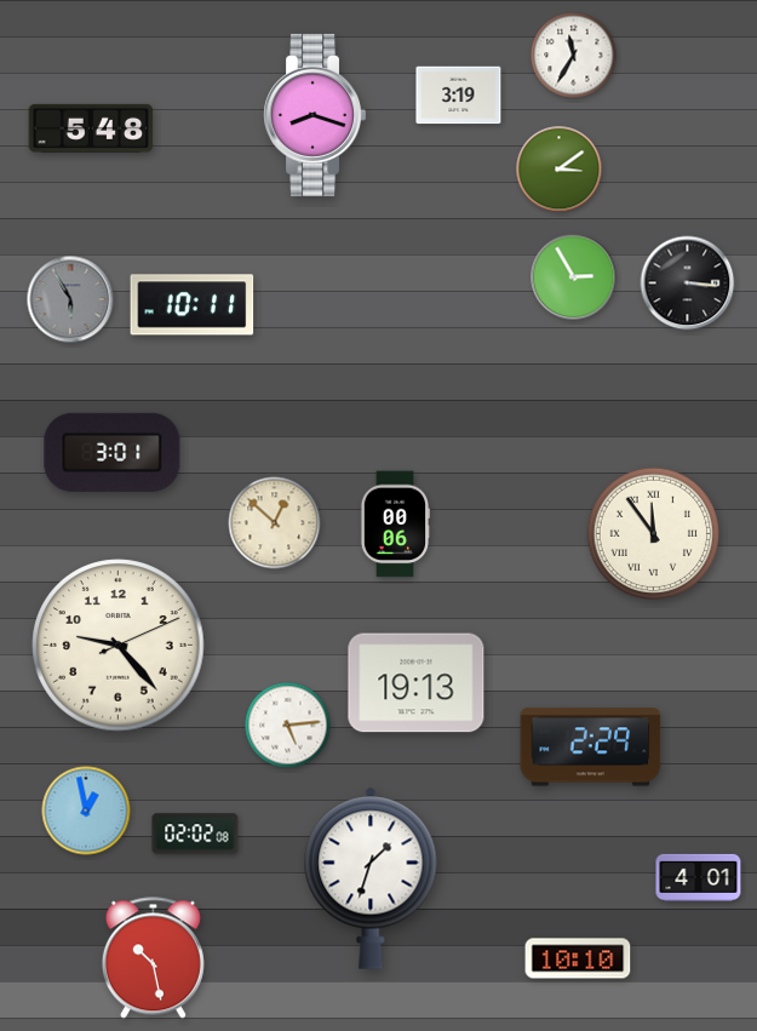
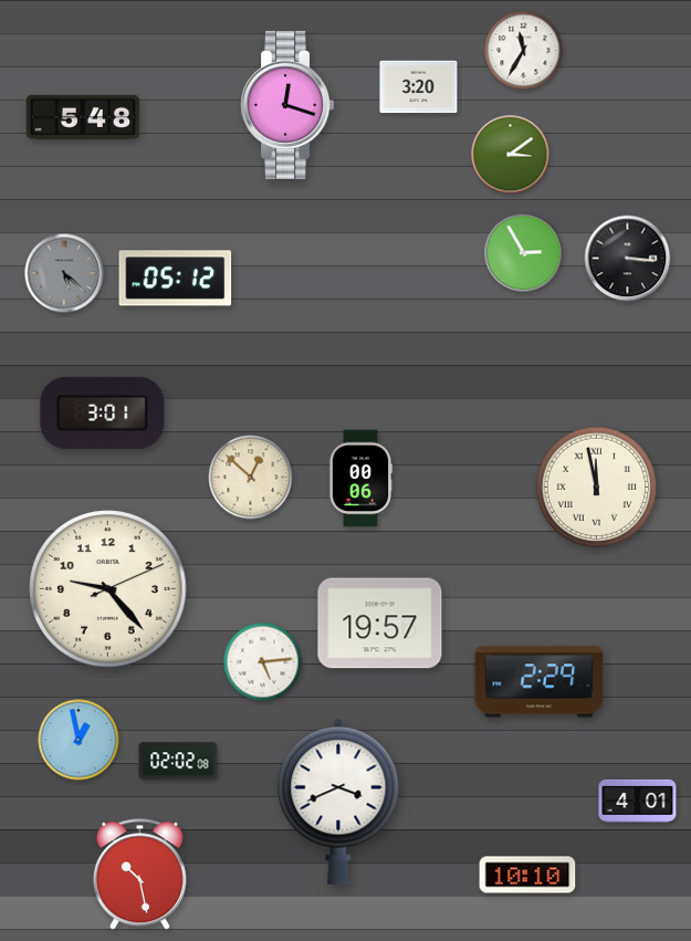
clock at (459, 96): 3:19 -> 3:20
clock at (314, 115): 8:18 -> 12:18
clock at (70, 299): 5:55 -> 5:22
clock at (193, 305): 10:11 -> 05:12
clock at (653, 533): 11:54 -> 11:58
clock at (417, 683): 19:13 -> 19:57
clock at (371, 878): 1:33 -> 3:41
